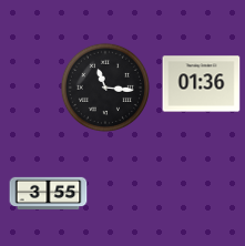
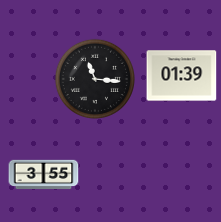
clock at (202, 84): 01:36 -> 01:39
